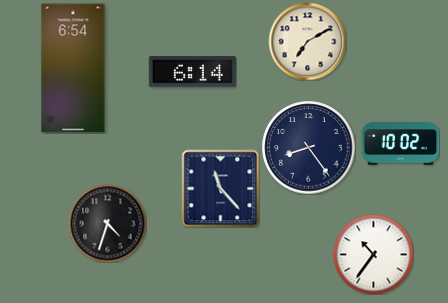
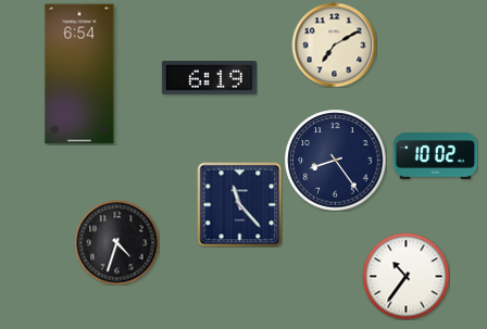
clock at (192, 71): 6:14 -> 6:19
